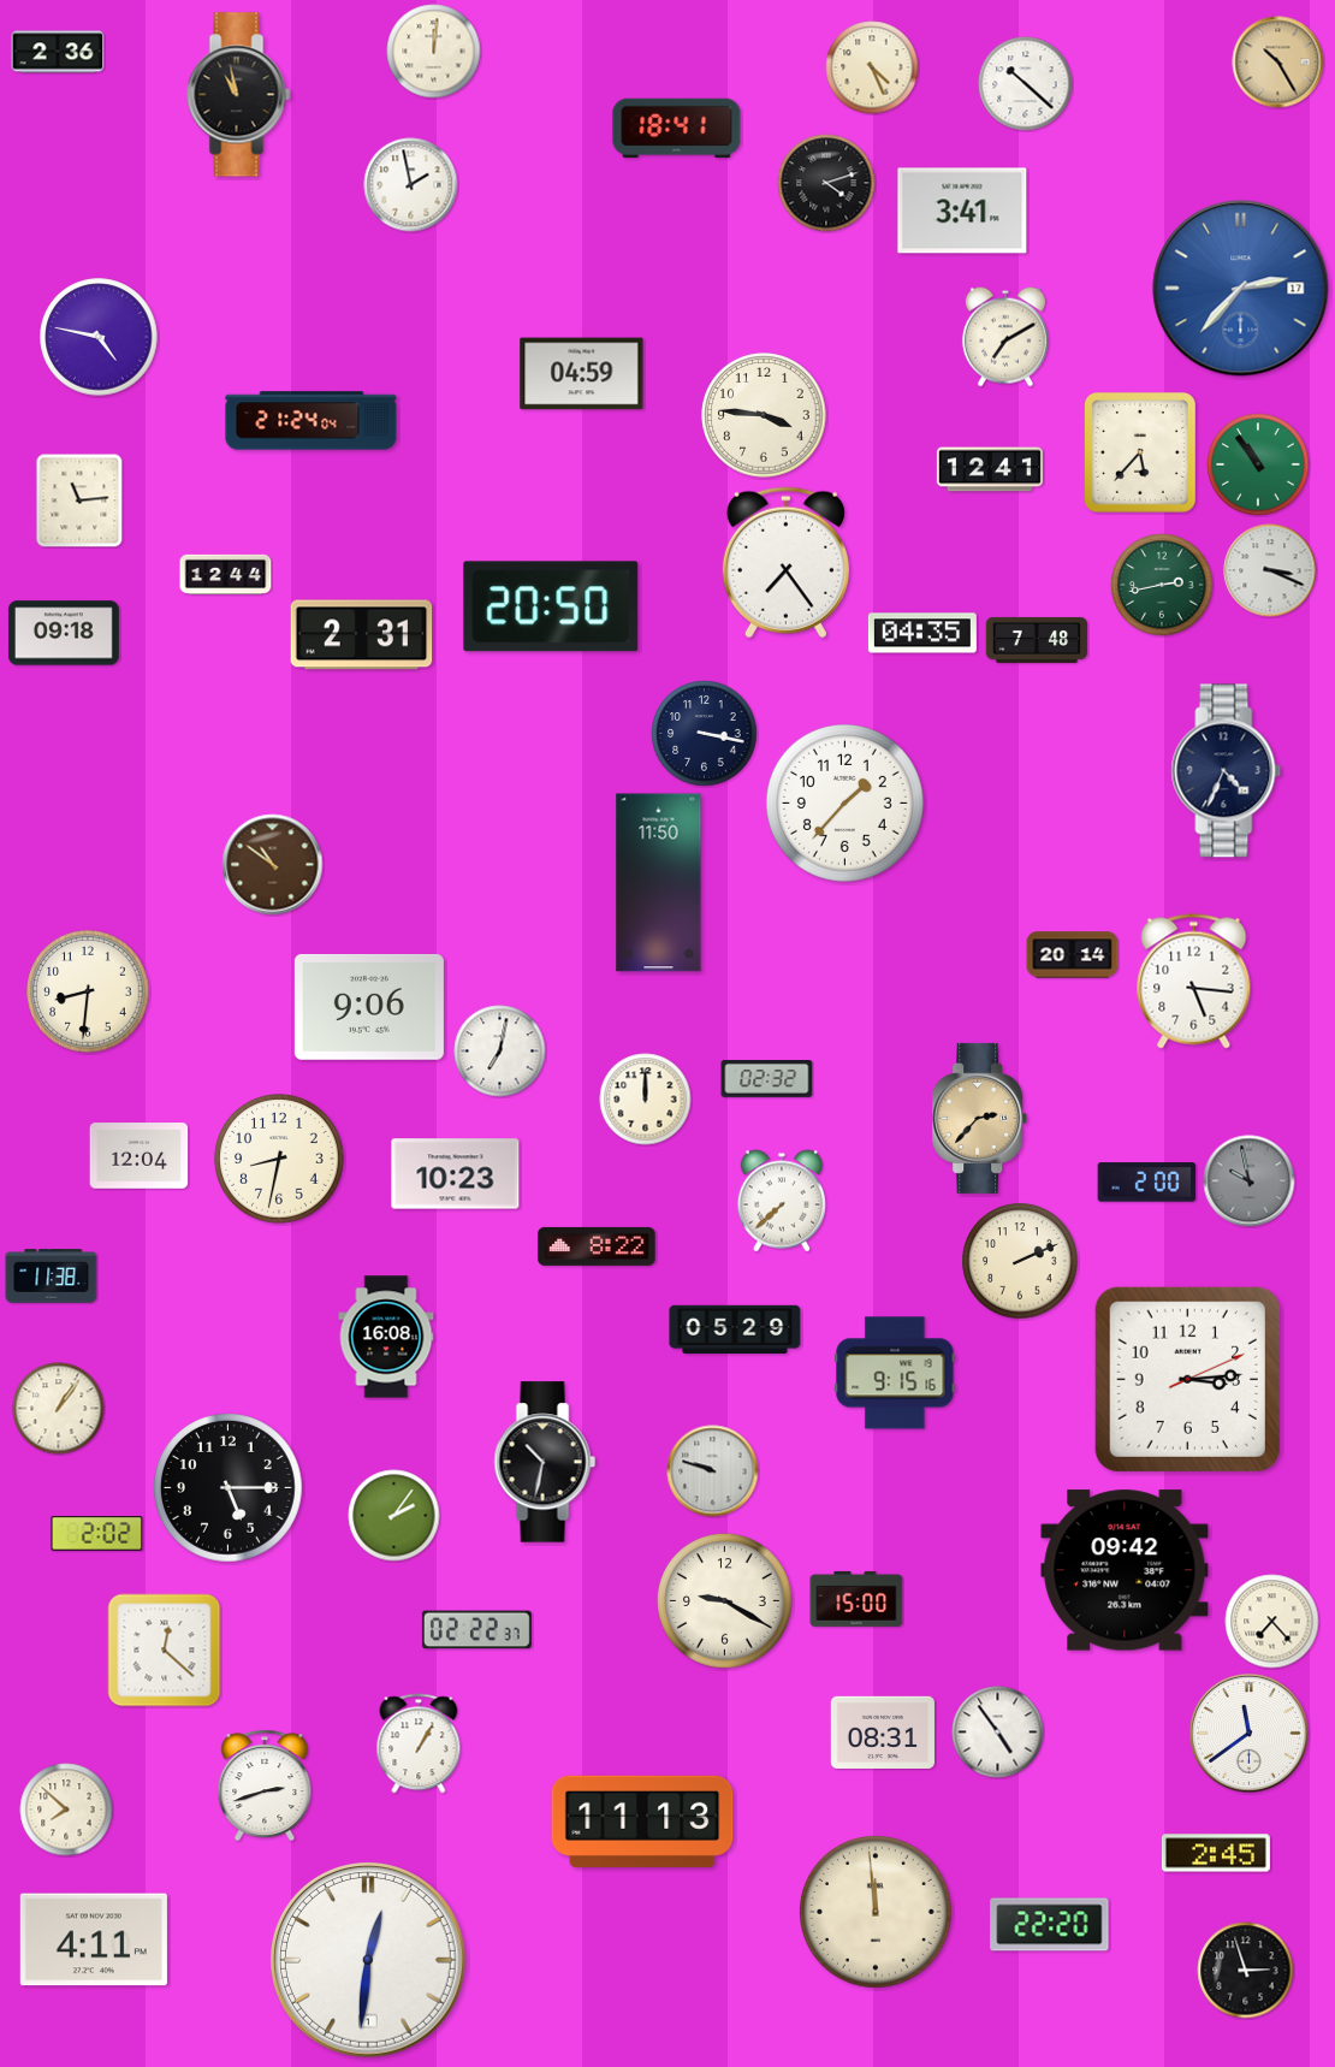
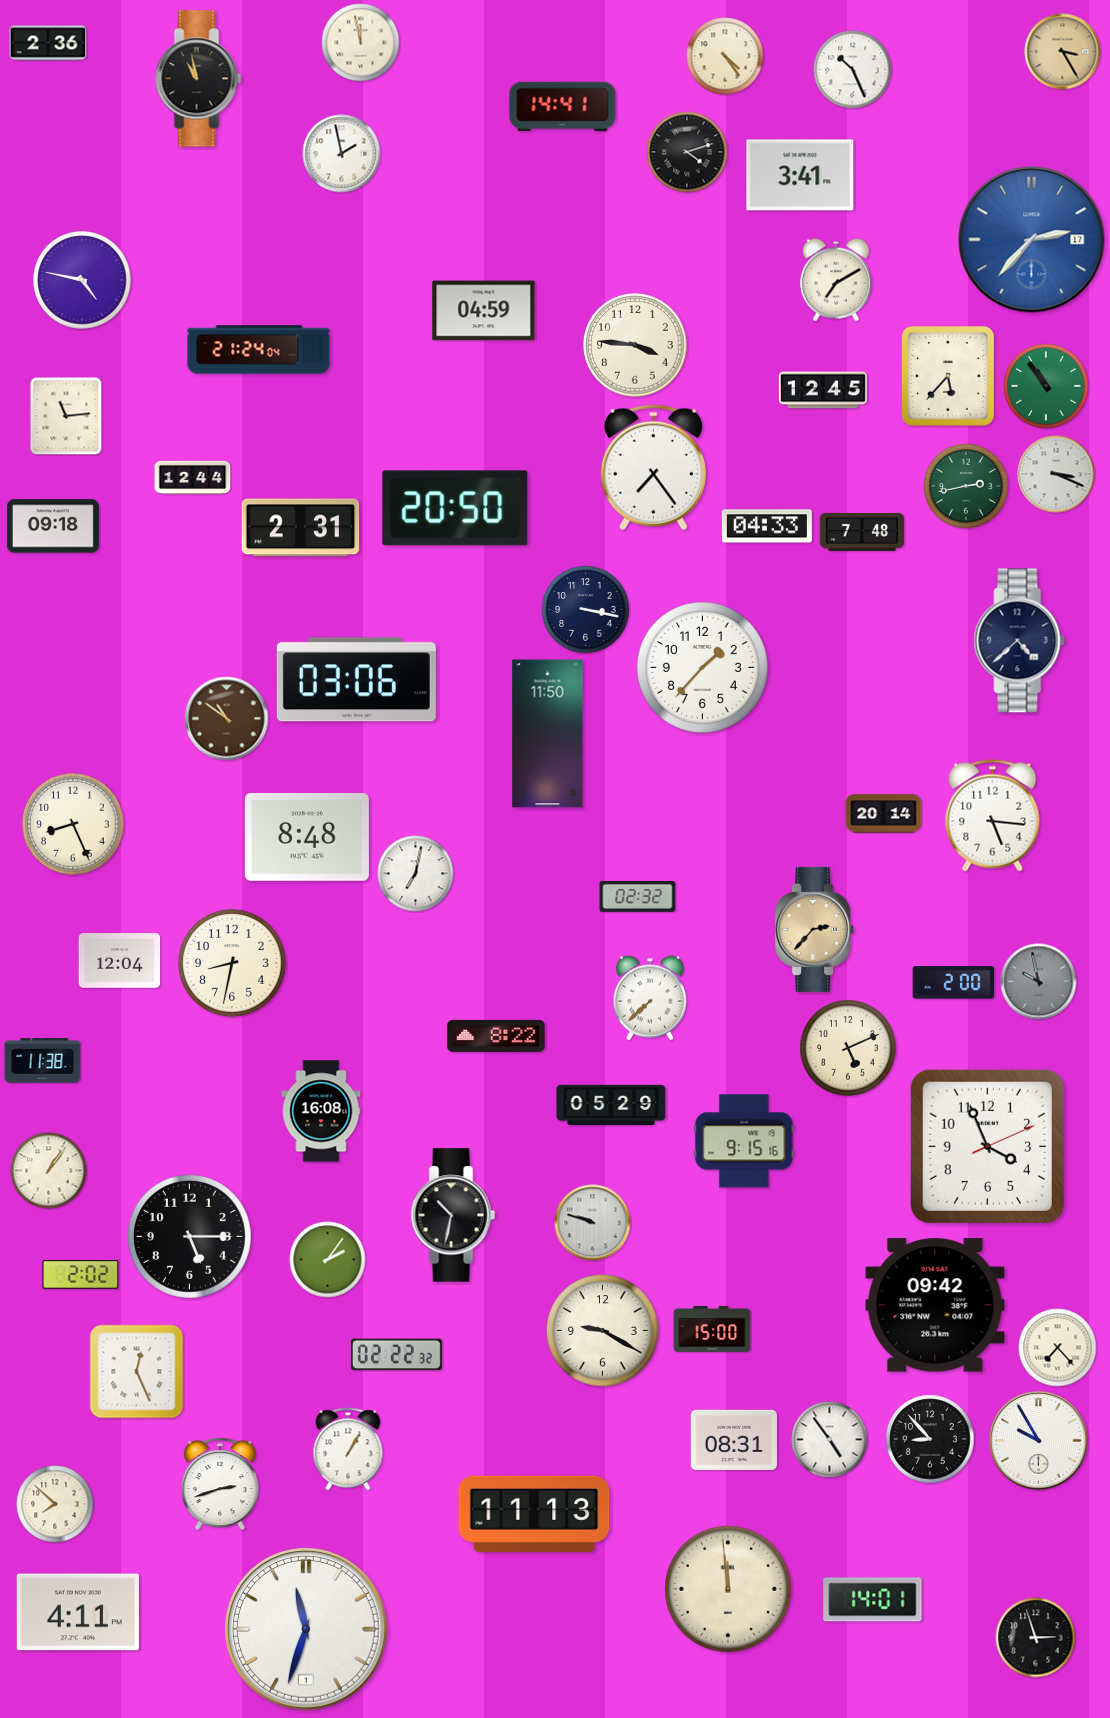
clock at (434, 52): 12:01 -> 11:58
clock at (1278, 63): 10:25 -> 3:25
clock at (872, 67): 4:26 -> 4:24
clock at (1026, 84): 10:22 -> 10:26
clock at (677, 128): 18:41 -> 14:41
clock at (990, 469): 12:41 -> 12:45
clock at (226, 575) position: (226, 575) -> (193, 478)
clock at (551, 606) position: (551, 606) -> (455, 508)
clock at (922, 633): 04:35 -> 04:33
clock at (1227, 771): 4:34 -> 4:38
clock at (356, 680): none -> 03:06
clock at (1073, 955) position: (1073, 955) -> (884, 814)
clock at (88, 991): 8:31 -> 8:26
clock at (369, 1007): 9:06 -> 8:48
clock at (646, 1100): 12:00 -> none
clock at (140, 1156) position: (140, 1156) -> (120, 961)
clock at (456, 1174): 10:23 -> none
clock at (1020, 1261): 2:11 -> 5:11
clock at (1187, 1379): 3:14 -> 3:56
clock at (476, 1630): 02:22:37 -> 02:22:32
clock at (165, 1651): 12:22 -> 12:26
clock at (930, 1439): none -> 8:53
clock at (1250, 1734): 11:39 -> 9:55
clock at (1216, 1853): 2:45 -> none
clock at (1050, 1925): 22:20 -> 14:01
clock at (369, 1961): 12:31 -> 11:33
